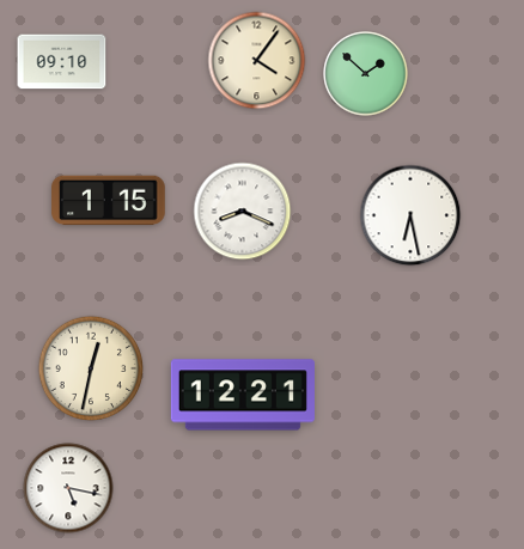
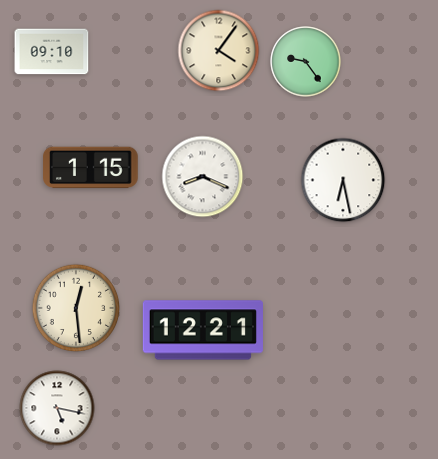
clock at (257, 61) position: (257, 61) -> (219, 51)
clock at (366, 74): 1:52 -> 9:24
clock at (91, 368): 12:32 -> 12:29
